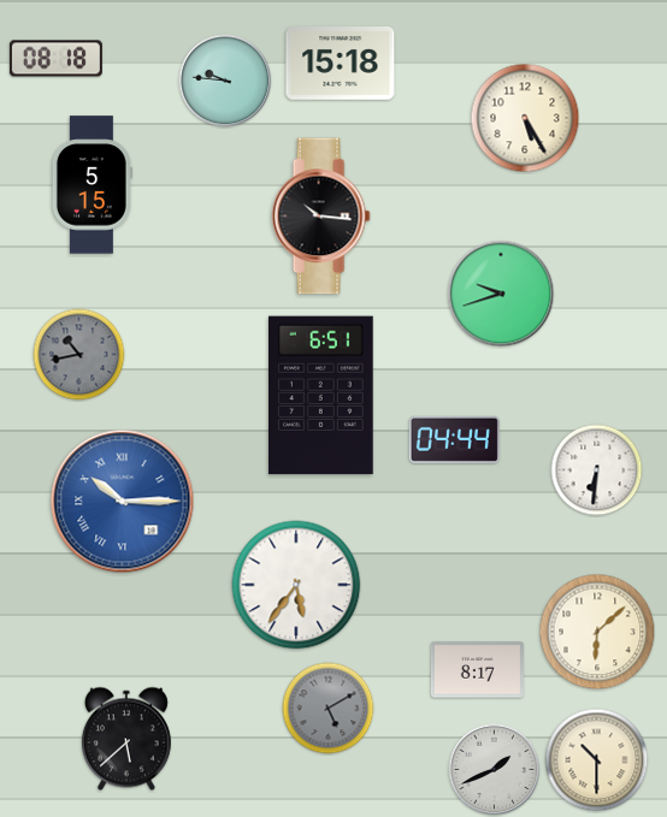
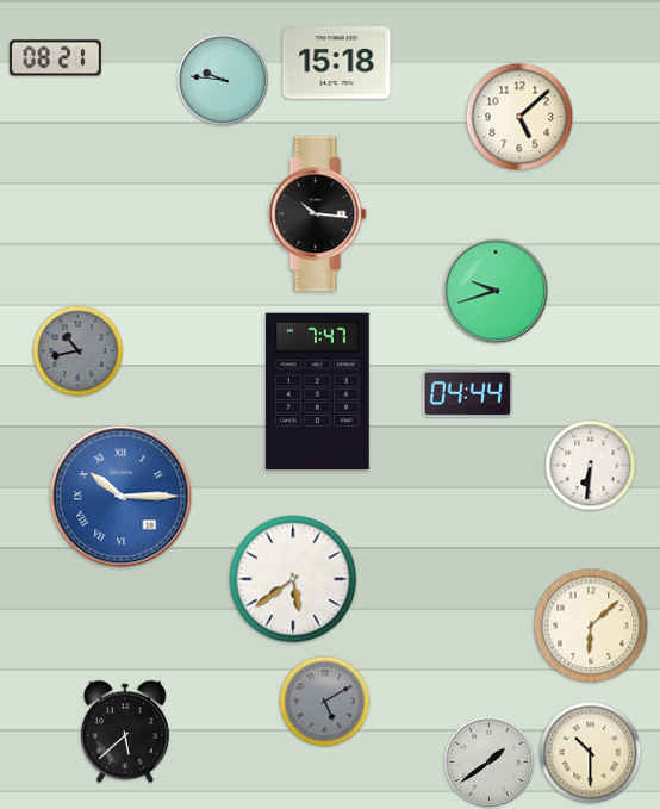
clock at (55, 59): 08:18 -> 08:21
clock at (525, 118): 5:25 -> 5:08
clock at (92, 185): 5:15 -> none
clock at (321, 396): 6:51 -> 7:47
clock at (454, 439) position: (454, 439) -> (467, 393)
clock at (296, 585): 5:36 -> 5:39
clock at (477, 670): 8:17 -> none
clock at (495, 770): 1:41 -> 1:39
